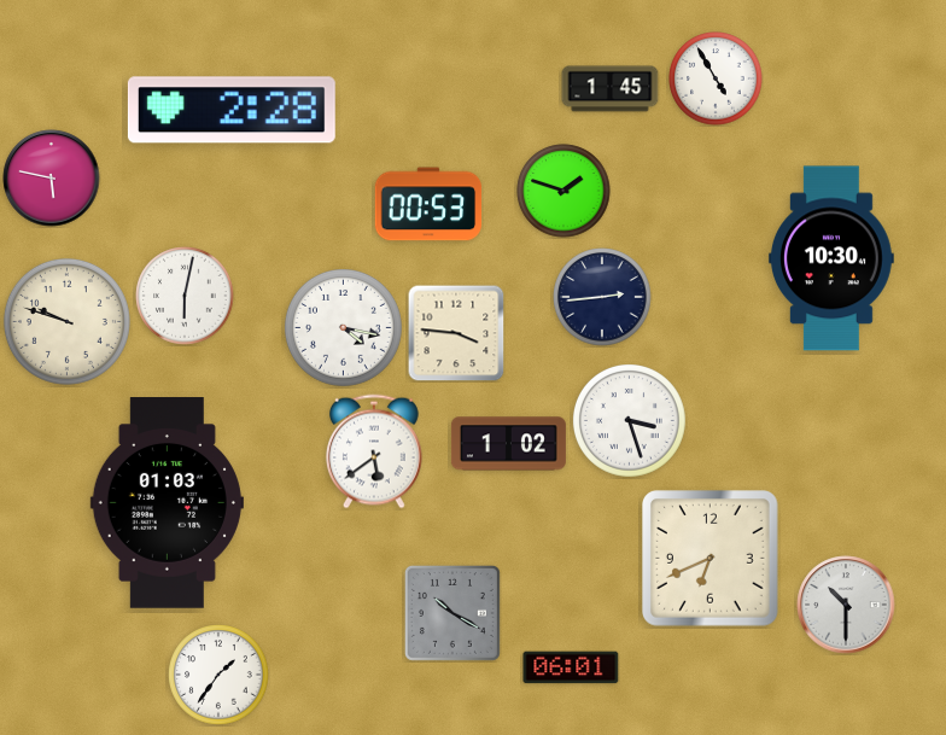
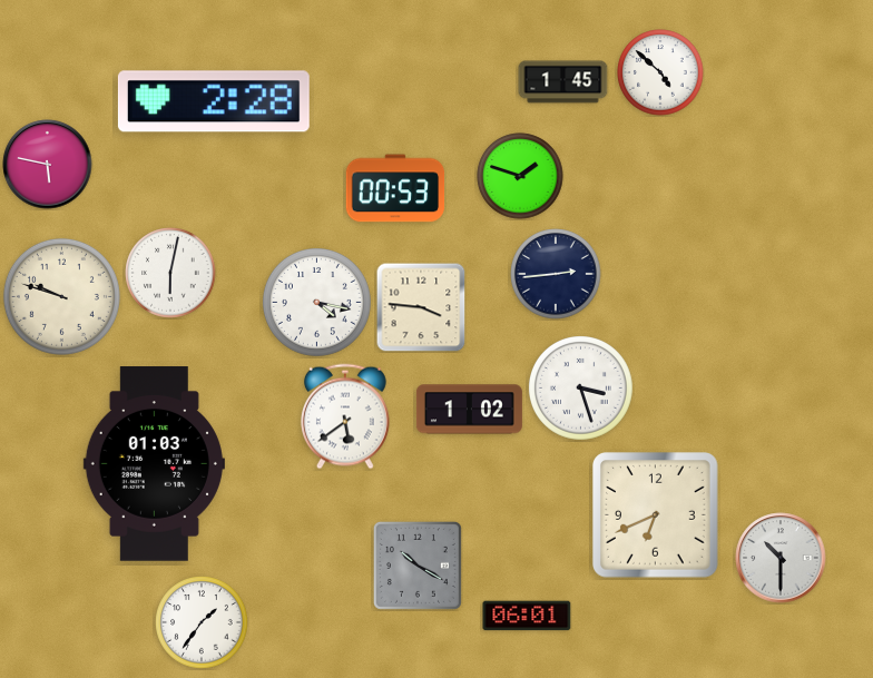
clock at (716, 78): 4:55 -> 4:52
clock at (831, 258): 10:30 -> none
